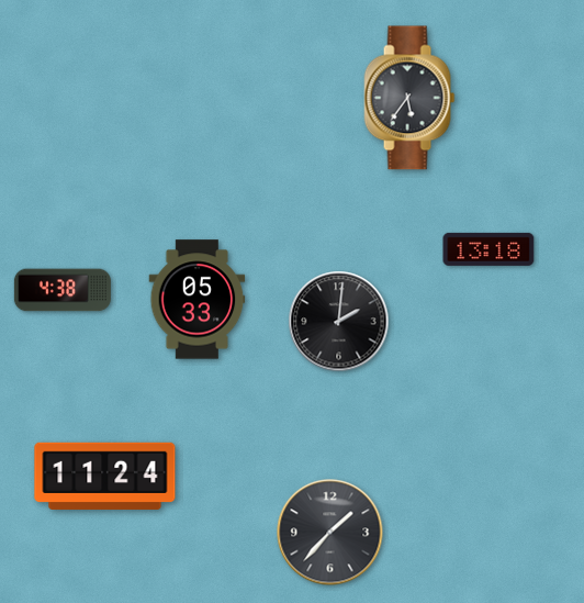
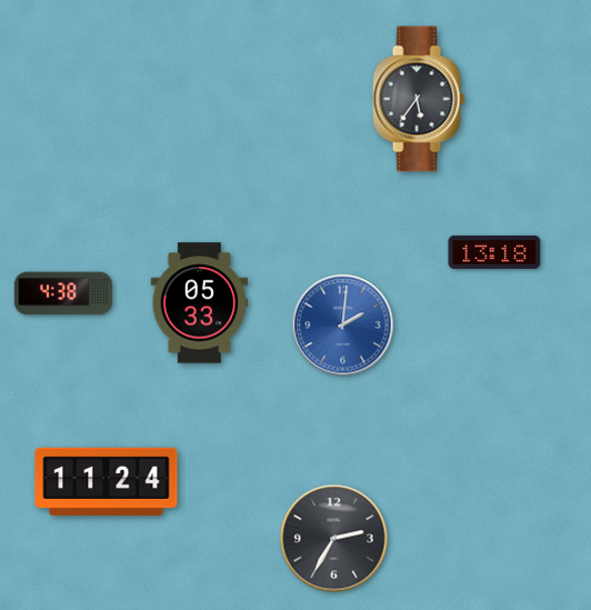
clock at (409, 98) position: (409, 98) -> (419, 99)
clock at (339, 322) dial: black -> blue
clock at (330, 533): 1:37 -> 2:35
